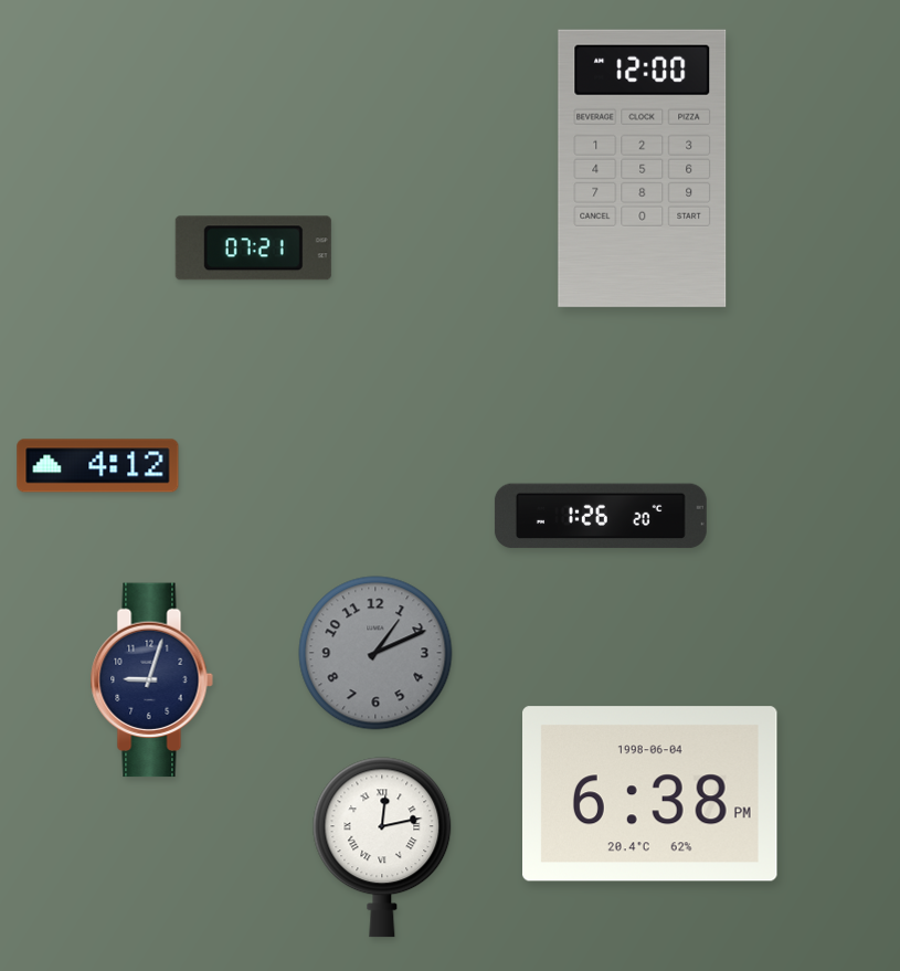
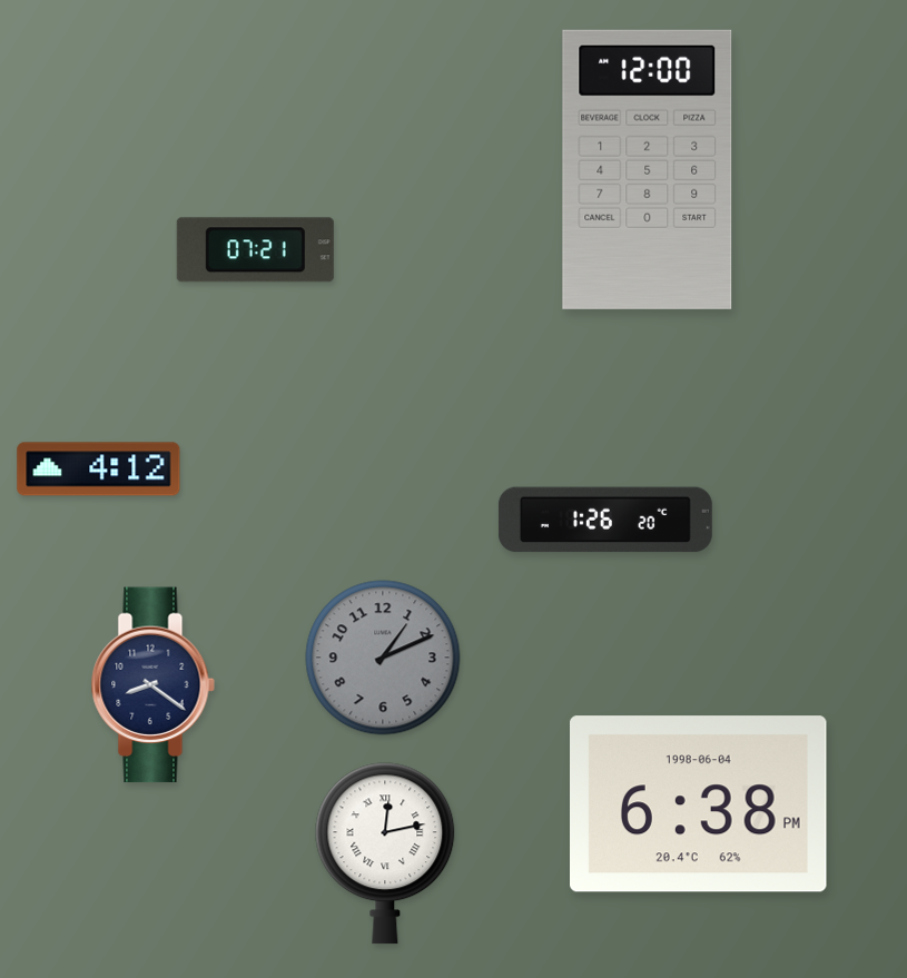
clock at (375, 653) position: (375, 653) -> (383, 658)
clock at (151, 680): 9:03 -> 8:21
clock at (650, 794) position: (650, 794) -> (699, 804)
